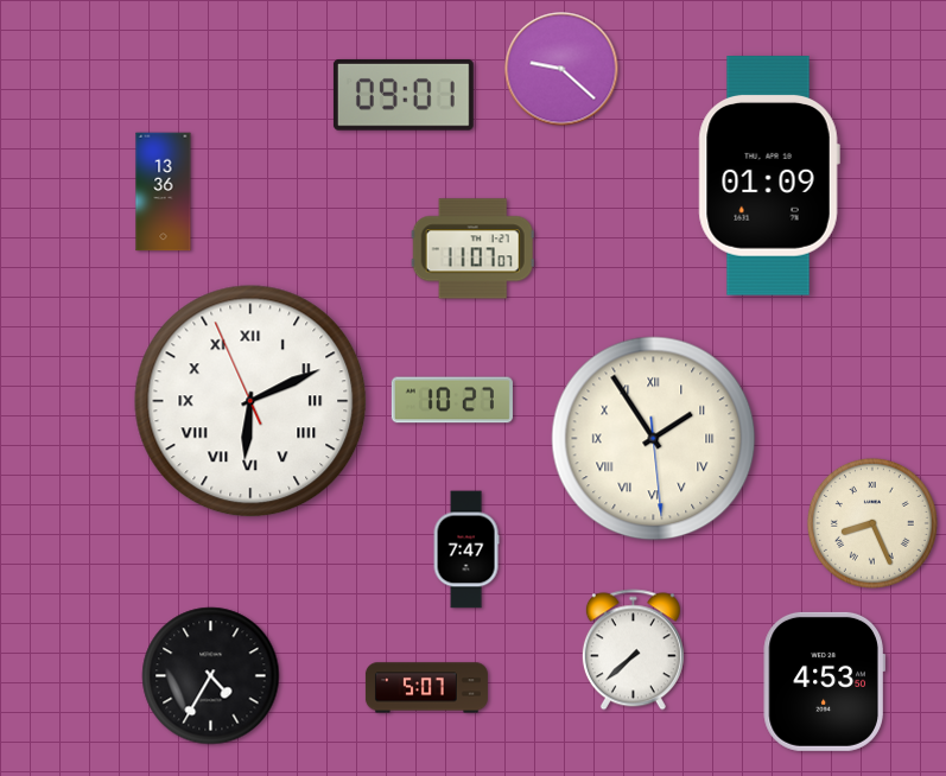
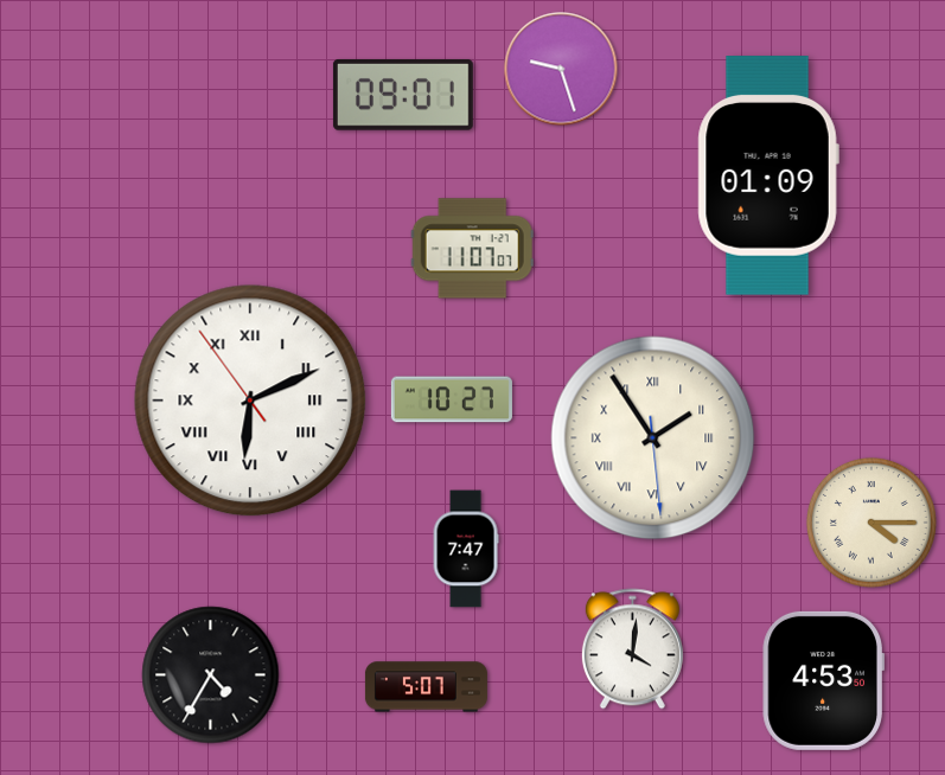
clock at (561, 69): 9:22 -> 9:27
clock at (164, 192): 13:36 -> none
clock at (250, 401): 6:10:56 -> 6:10:54
clock at (872, 523): 8:26 -> 4:15
clock at (633, 650): 7:38 -> 4:01
